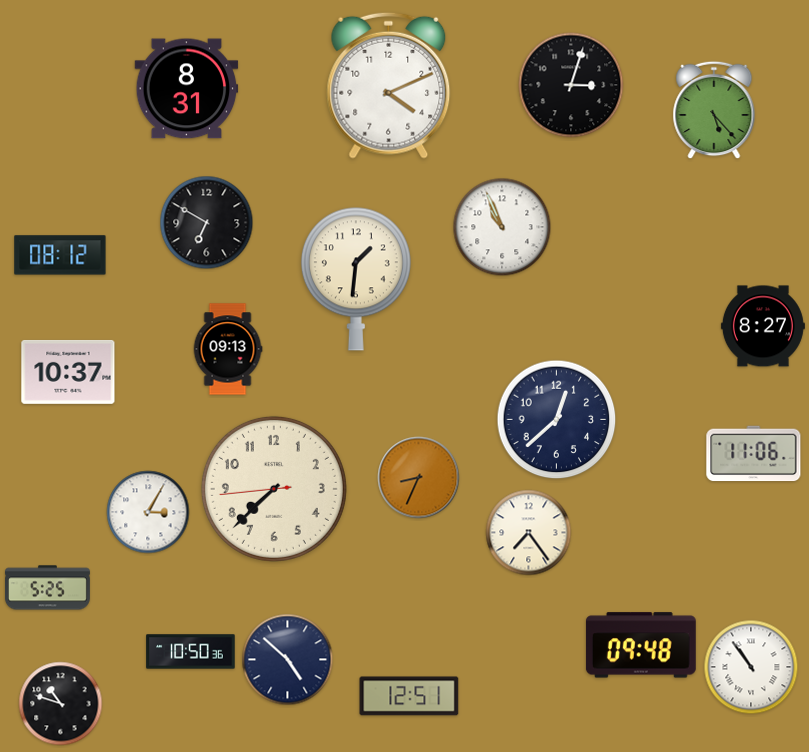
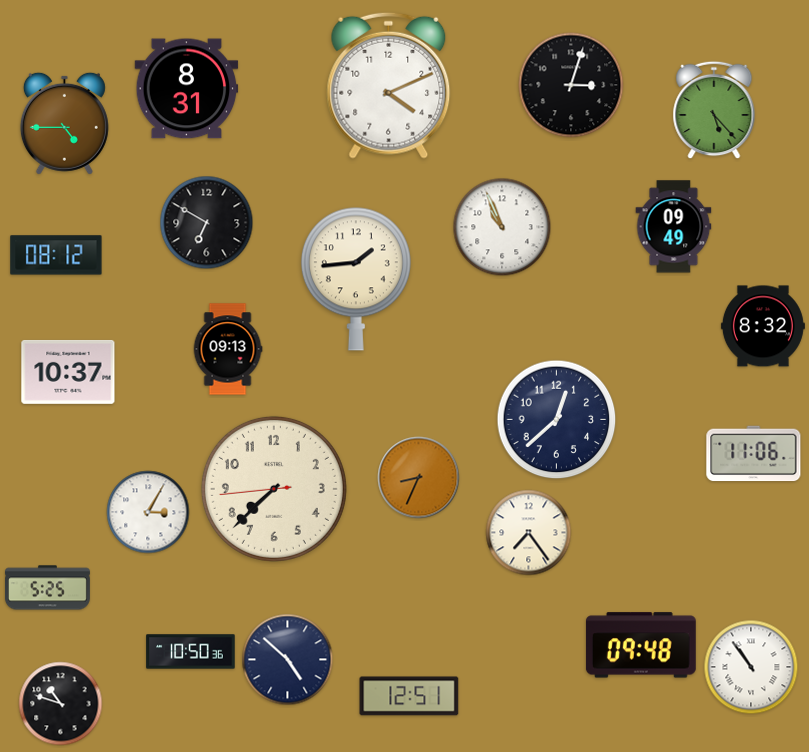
clock at (64, 123): none -> 4:45
clock at (674, 227): none -> 09:49
clock at (60, 255) position: (60, 255) -> (56, 255)
clock at (356, 279): 1:31 -> 1:44
clock at (763, 326): 8:27 -> 8:32
